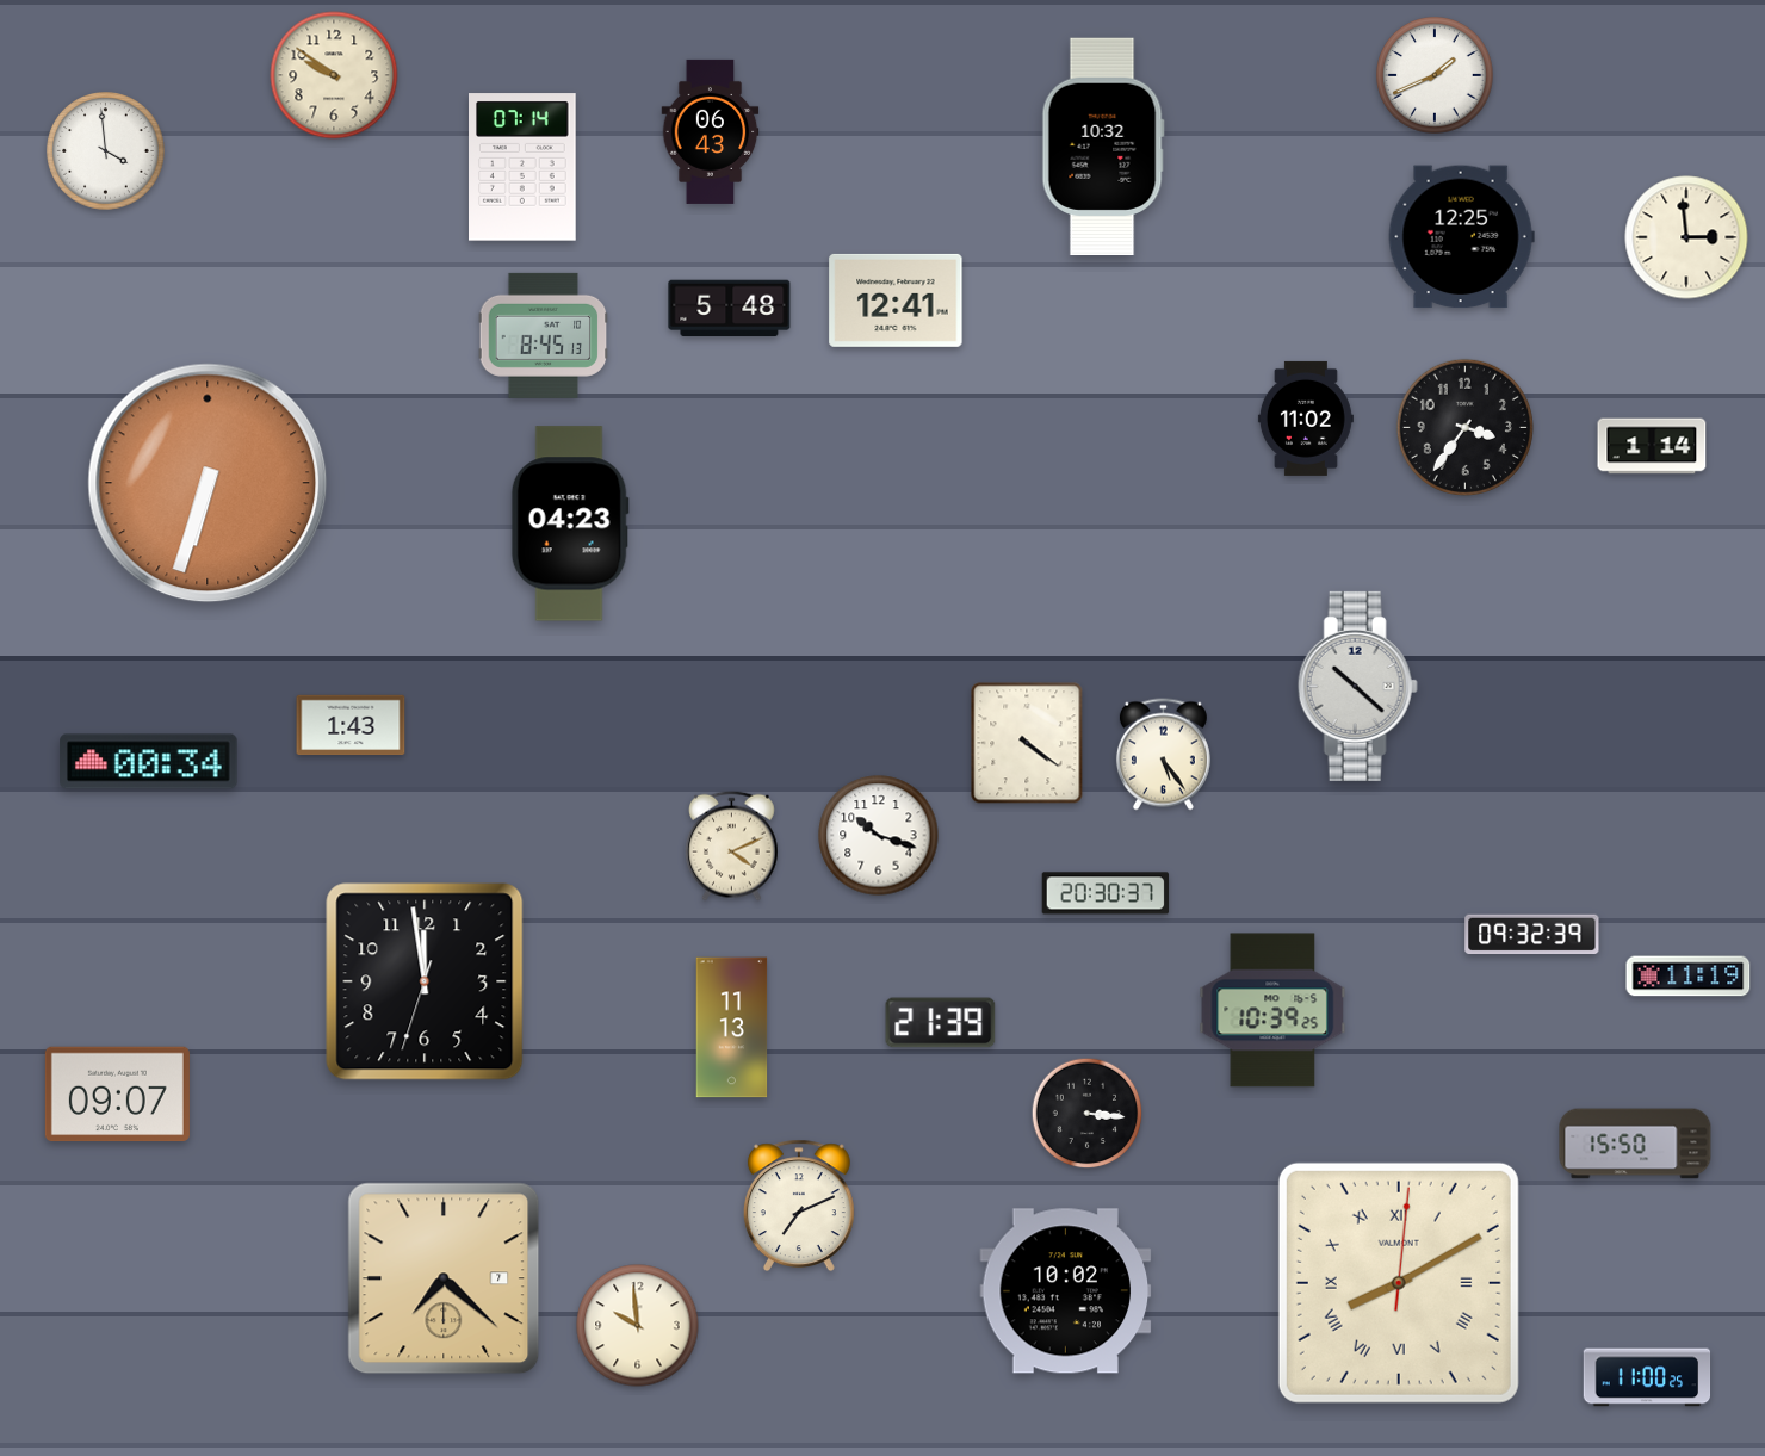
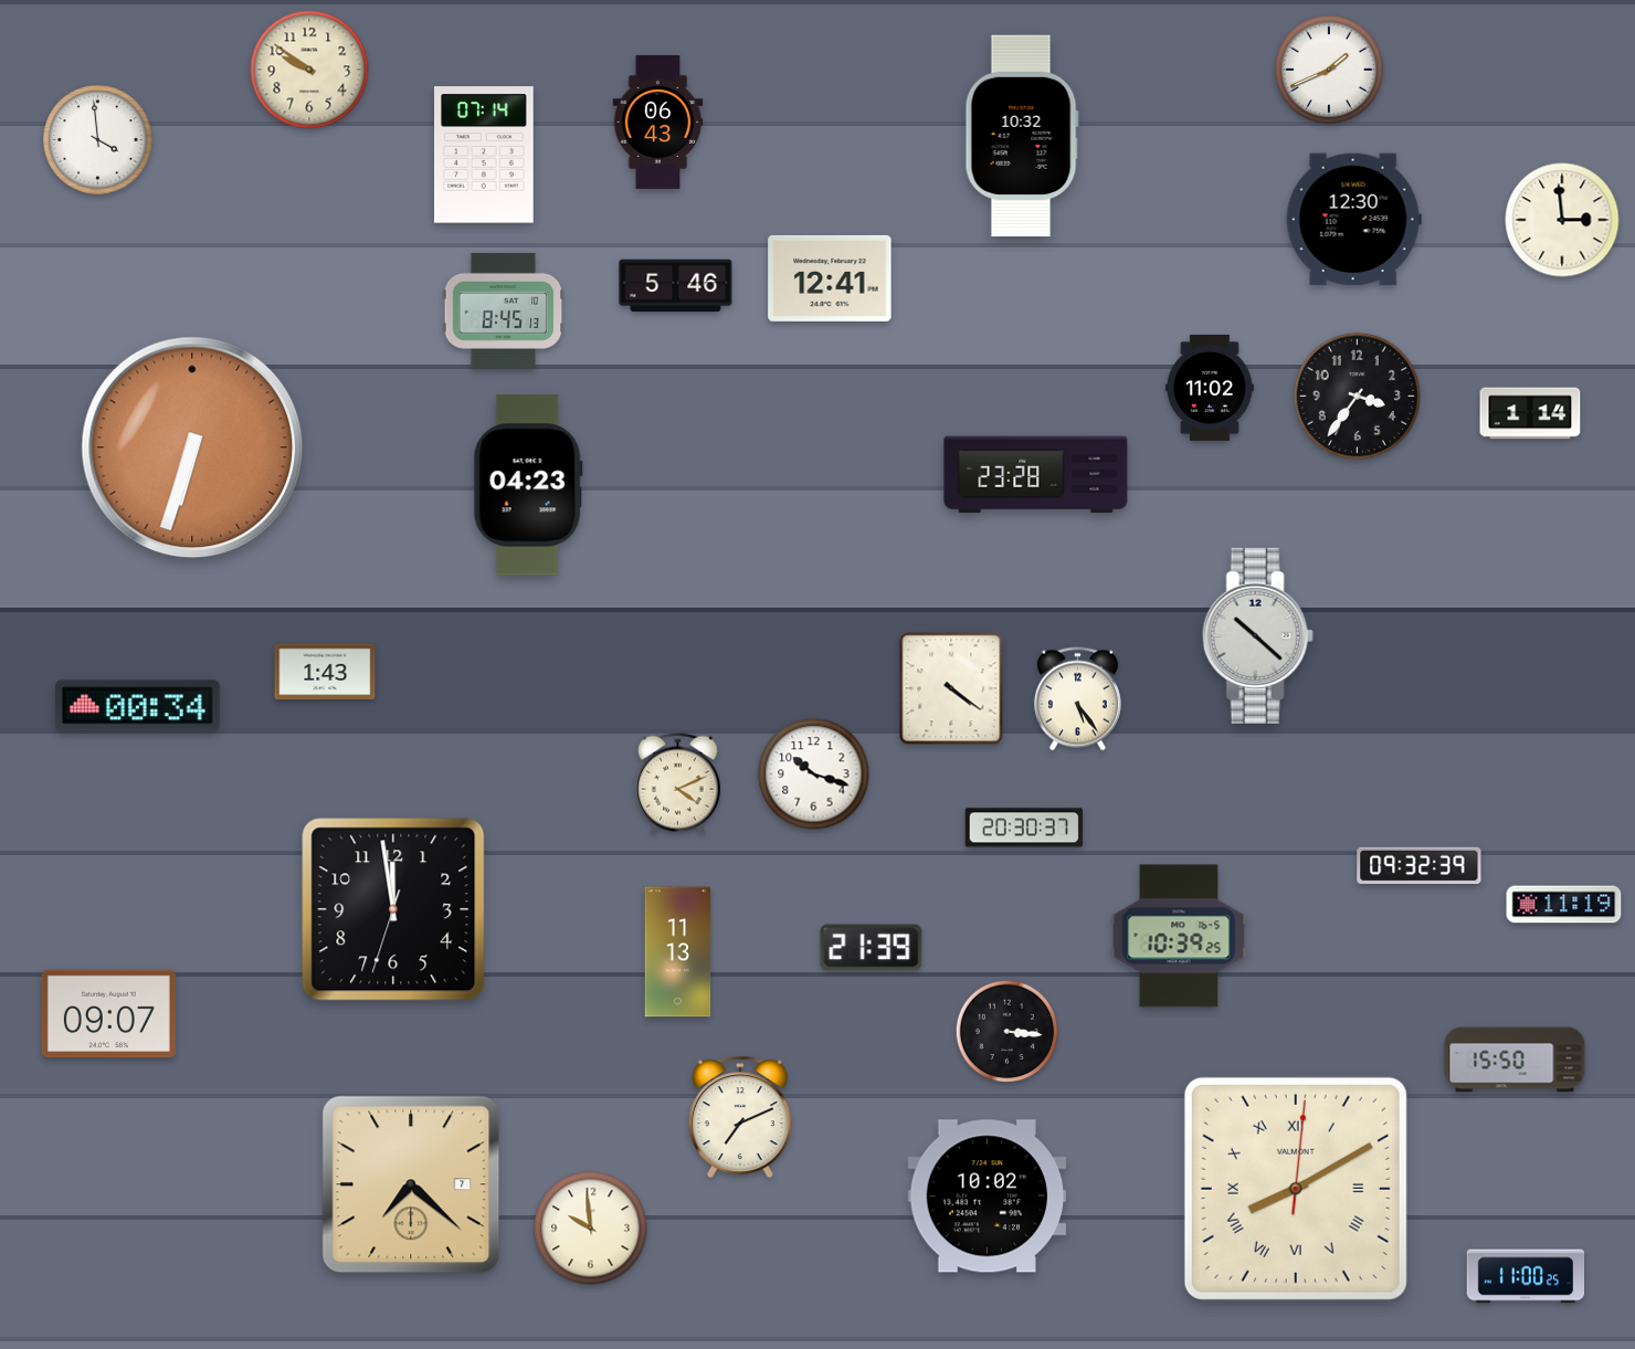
clock at (1461, 237): 12:25 -> 12:30
clock at (730, 309): 5:48 -> 5:46
clock at (1036, 475): none -> 23:28
